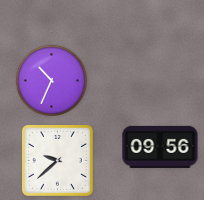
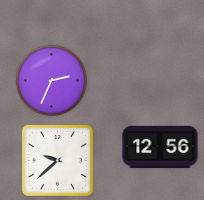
clock at (51, 80): 10:34 -> 2:34
clock at (160, 147): 09:56 -> 12:56
